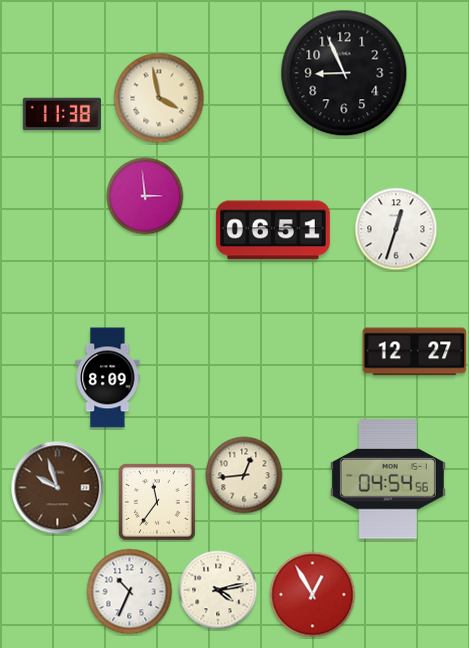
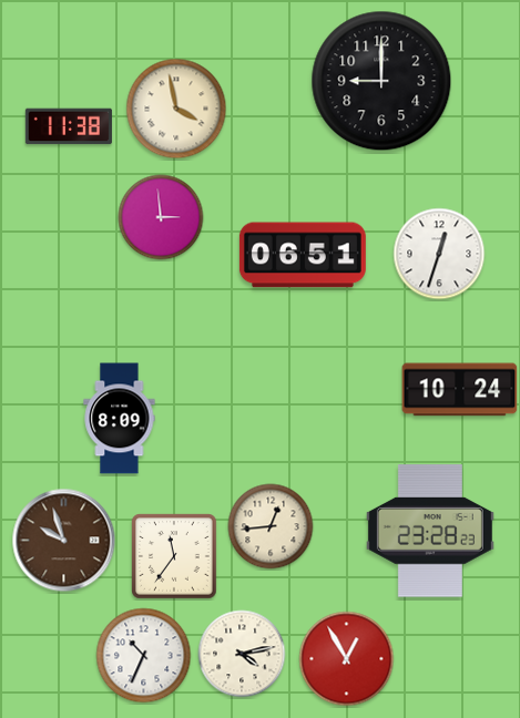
clock at (344, 73): 8:56 -> 9:00
clock at (415, 352): 12:27 -> 10:24
clock at (388, 479): 04:54 -> 23:28
